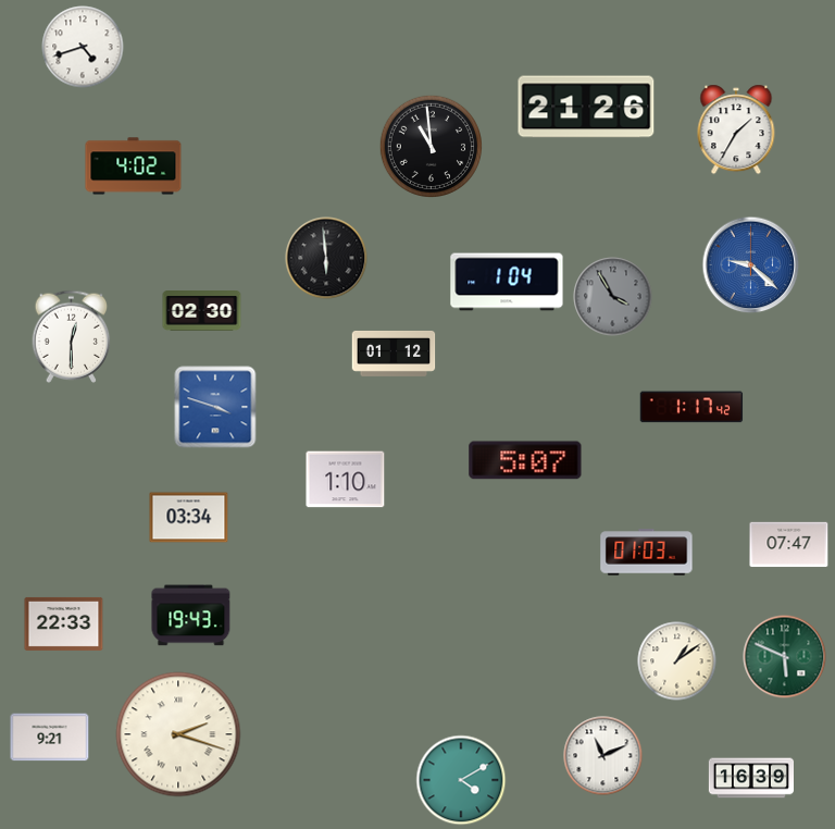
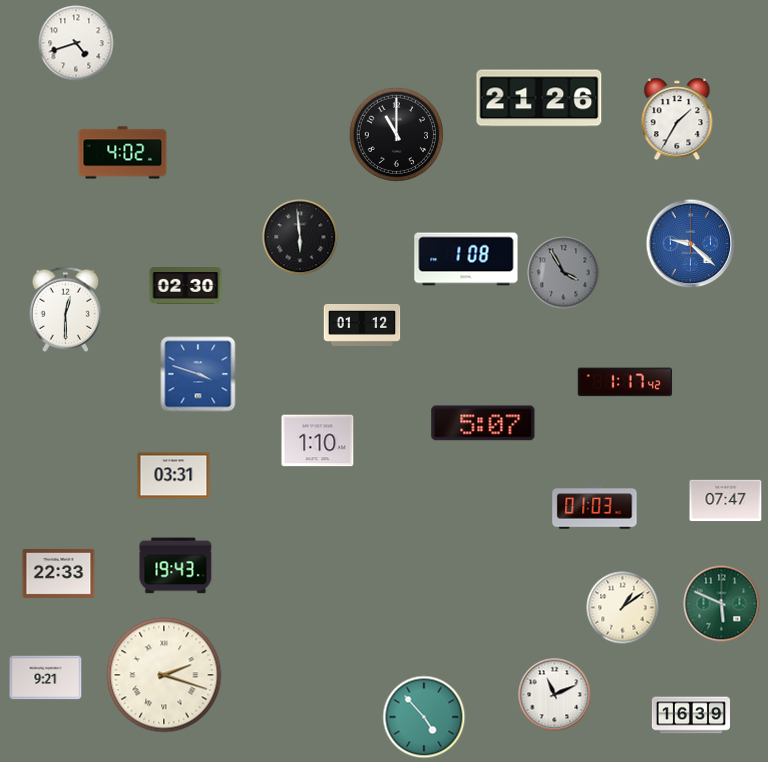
clock at (431, 146): 10:59 -> 11:00
clock at (507, 282): 1:04 -> 1:08
clock at (691, 407) position: (691, 407) -> (625, 382)
clock at (189, 518): 03:34 -> 03:31
clock at (461, 780): 4:10 -> 4:53
